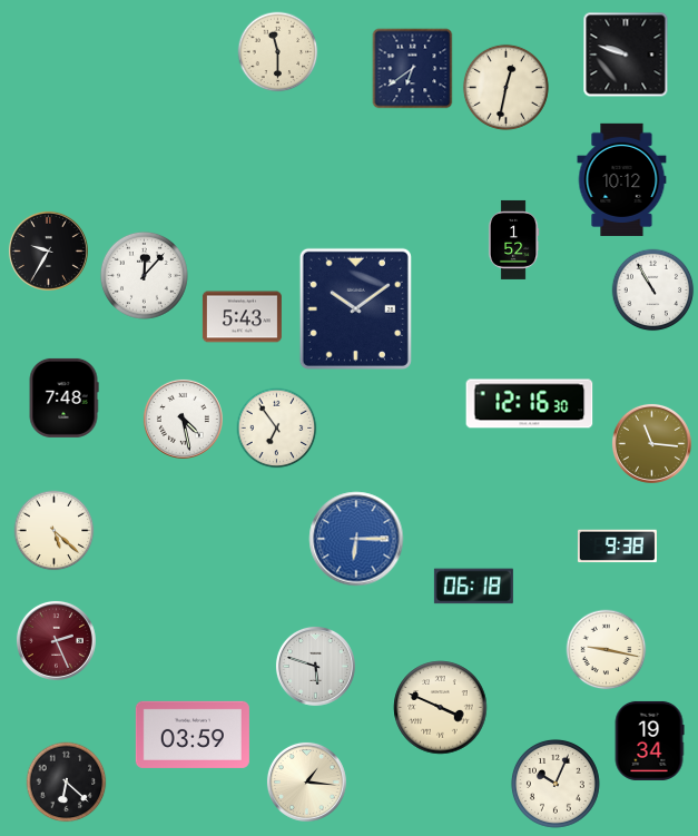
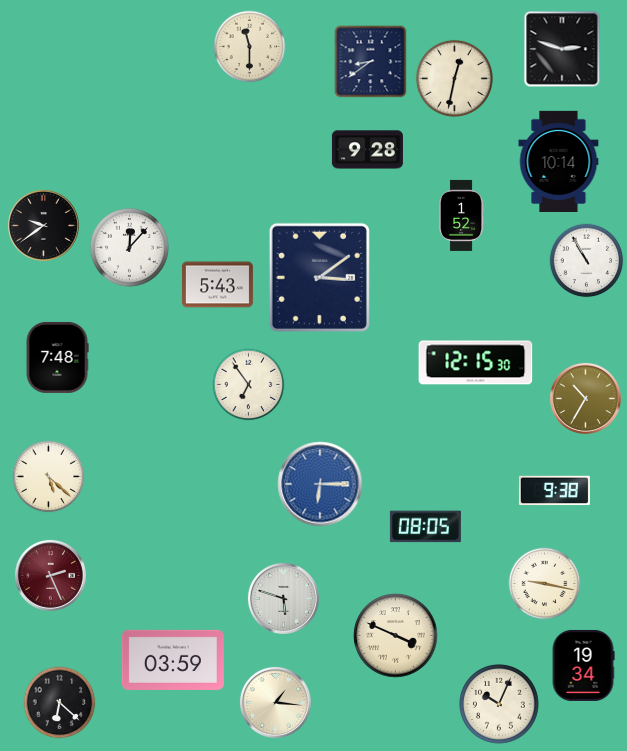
clock at (626, 55): 9:48 -> 2:48
clock at (413, 69): 6:39 -> 8:39
clock at (367, 150): none -> 9:28
clock at (622, 179): 10:12 -> 10:14
clock at (48, 250): 9:35 -> 9:39
clock at (355, 308): 10:09 -> 3:09
clock at (530, 404): 12:16 -> 12:15
clock at (183, 419): 4:28 -> none
clock at (651, 443): 11:16 -> 10:35
clock at (473, 587): 06:18 -> 08:05
